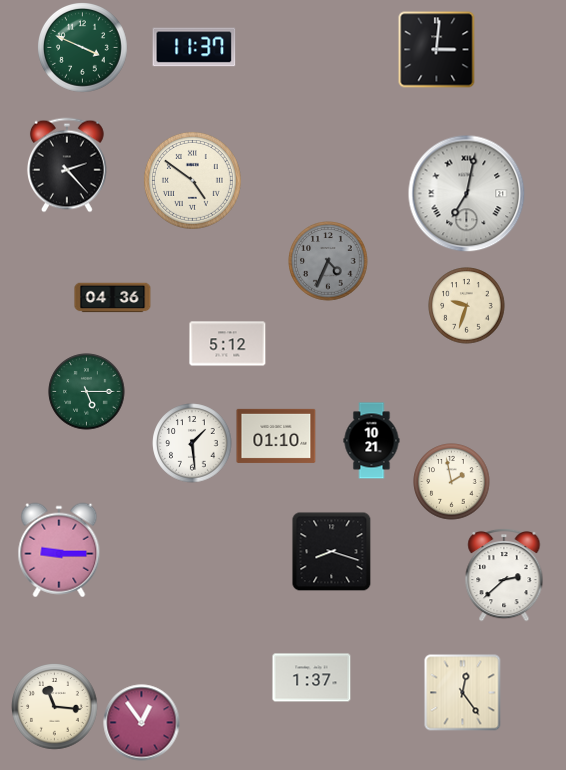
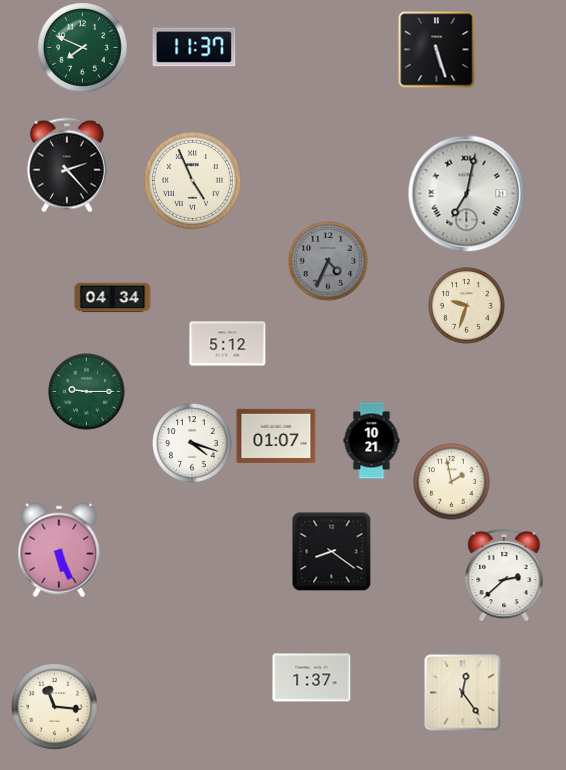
clock at (83, 48): 3:49 -> 7:49
clock at (437, 50): 3:01 -> 5:27
clock at (192, 180): 4:51 -> 4:56
clock at (113, 298): 04:36 -> 04:34
clock at (87, 392): 5:15 -> 9:15
clock at (276, 436): 01:10 -> 01:07
clock at (192, 443): 1:29 -> 4:18
clock at (59, 550): 9:15 -> 5:26
clock at (332, 552): 8:18 -> 8:21
clock at (142, 723): 12:54 -> none
